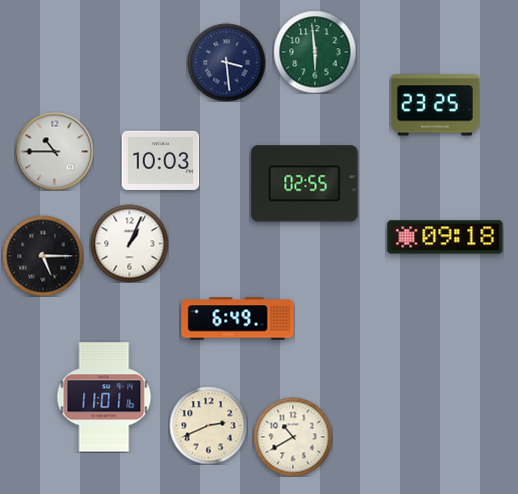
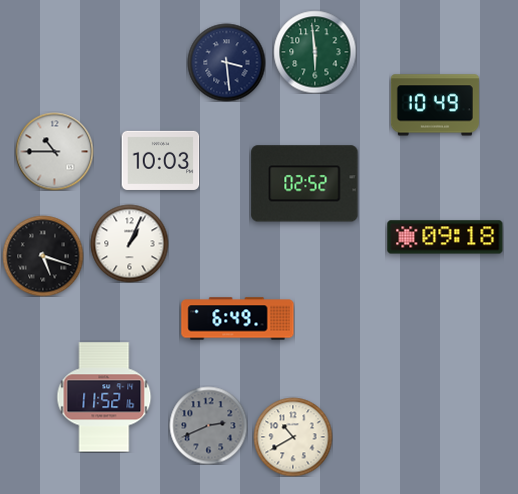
clock at (435, 105): 23:25 -> 10:49
clock at (305, 184): 02:55 -> 02:52
clock at (43, 256): 5:15 -> 5:18
clock at (104, 397): 11:01 -> 11:52
clock at (208, 425) dial: cream -> grey
